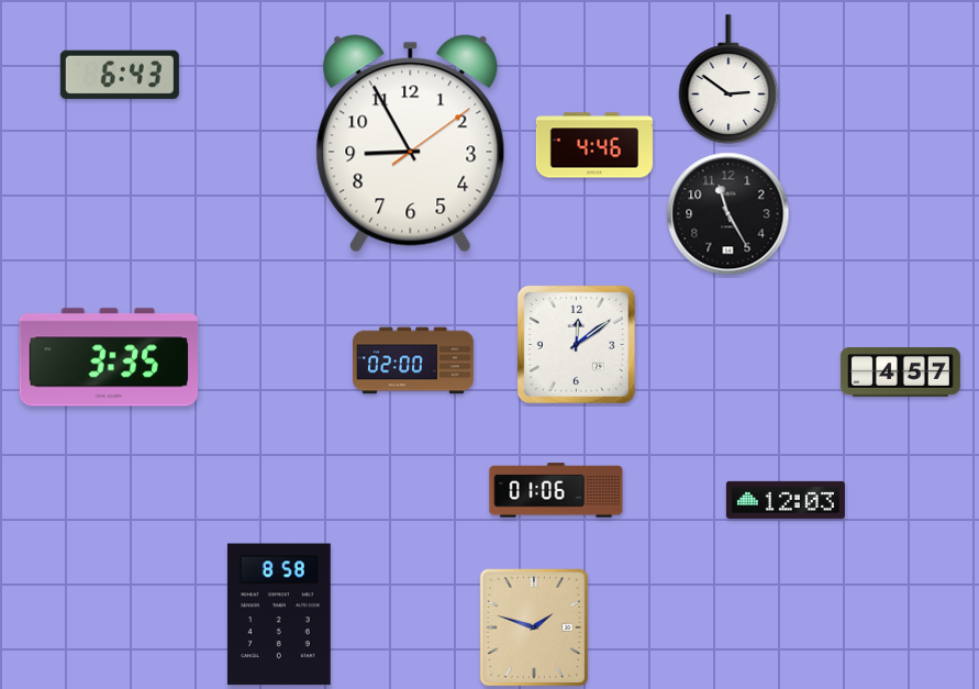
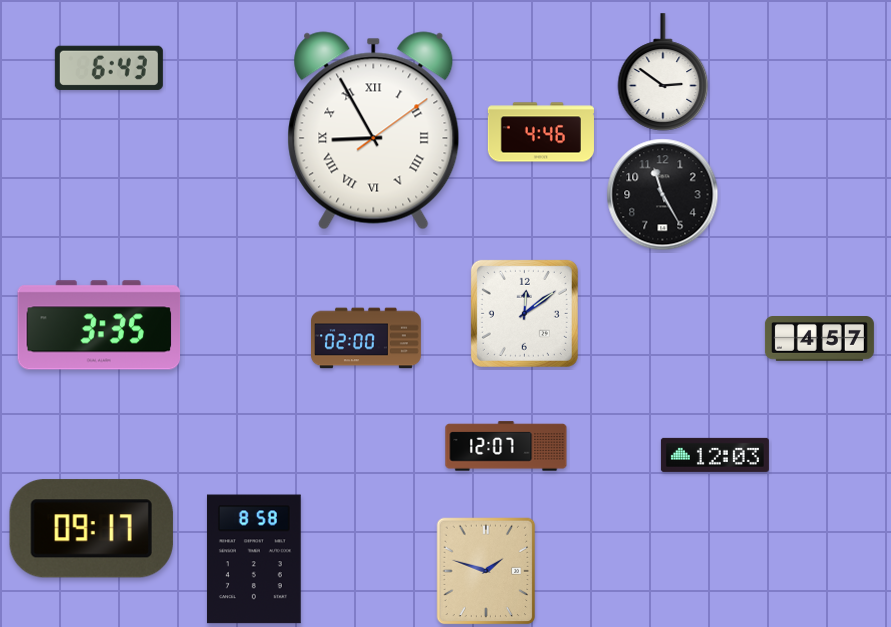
clock at (411, 144) numerals: Arabic -> Roman
clock at (414, 360) position: (414, 360) -> (367, 338)
clock at (556, 490): 01:06 -> 12:07
clock at (91, 529): none -> 09:17
